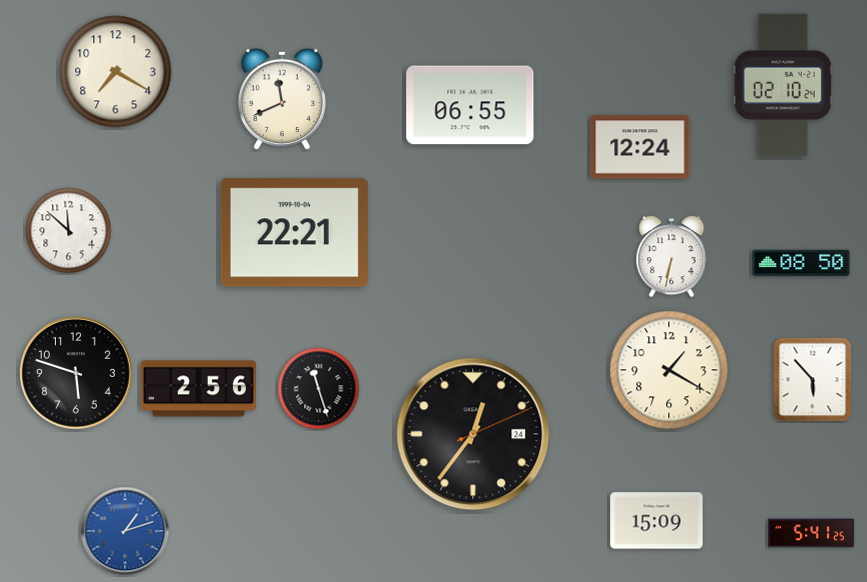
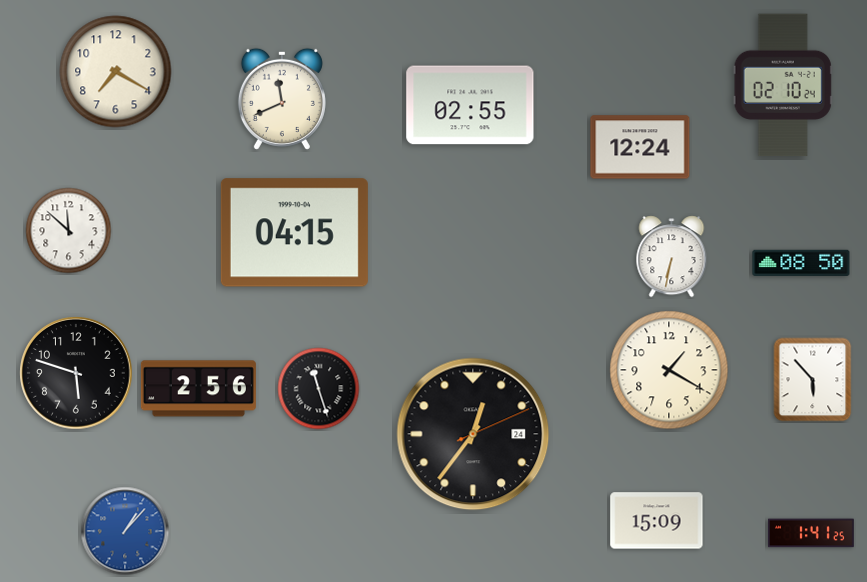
clock at (470, 105): 06:55 -> 02:55
clock at (294, 233): 22:21 -> 04:15
clock at (125, 531): 1:12 -> 1:07
clock at (812, 533): 5:41 -> 1:41
